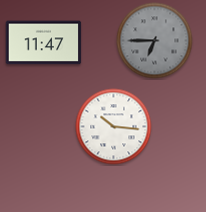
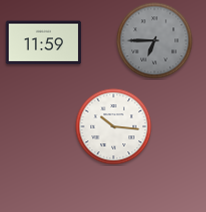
clock at (44, 43): 11:47 -> 11:59
